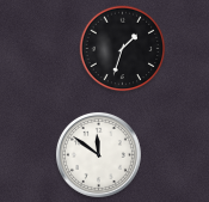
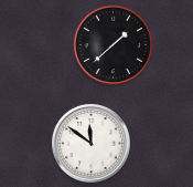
clock at (123, 49): 1:33 -> 1:38
